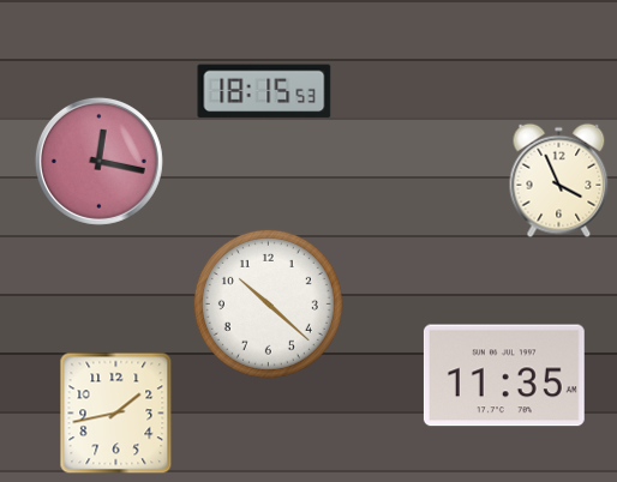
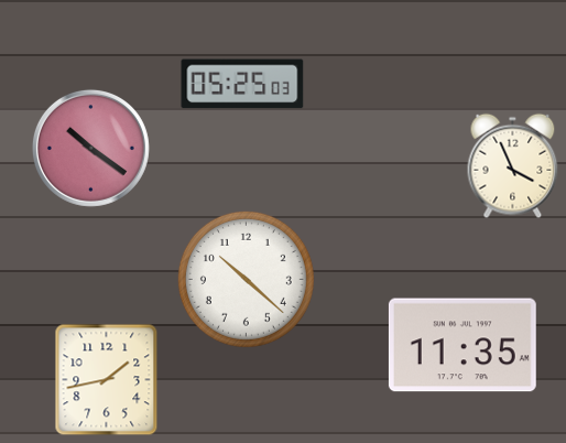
clock at (264, 91): 18:15 -> 05:25
clock at (98, 161): 12:17 -> 10:21
